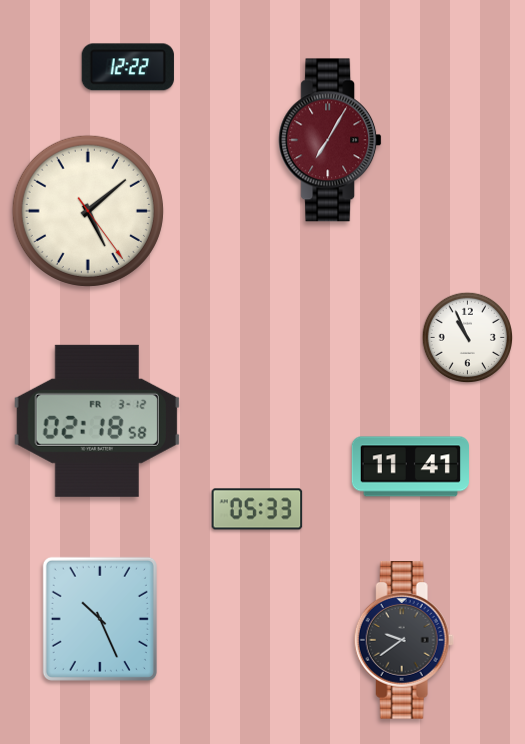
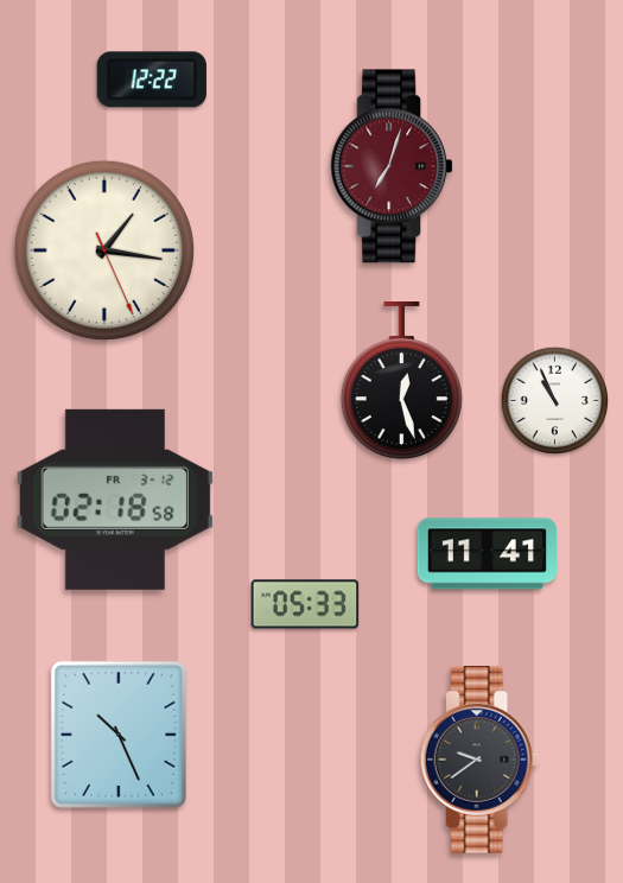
clock at (330, 140): 7:05 -> 7:03
clock at (88, 211): 5:08 -> 1:16
clock at (401, 381): none -> 12:27
